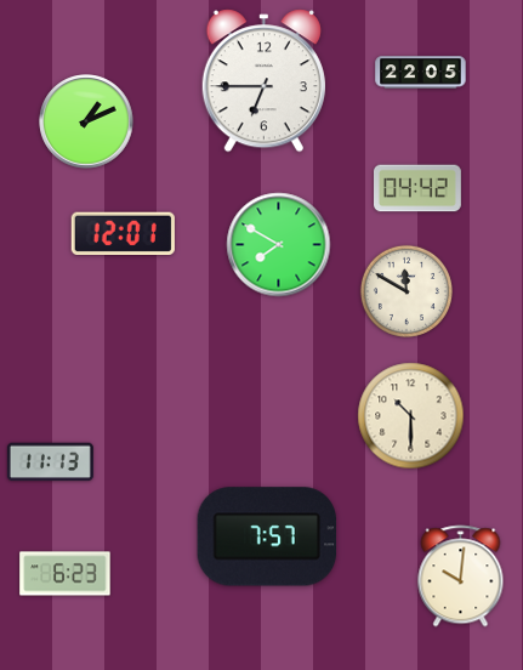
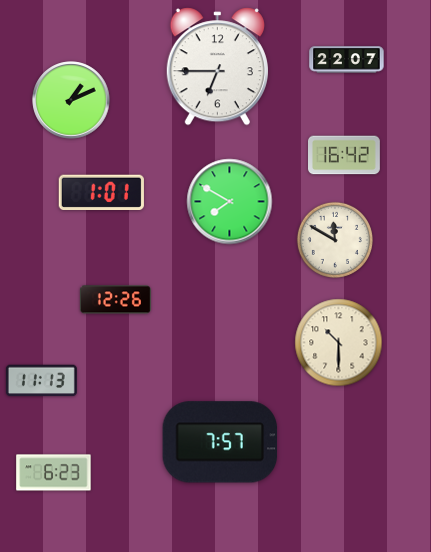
clock at (421, 73): 22:05 -> 22:07
clock at (419, 188): 04:42 -> 16:42
clock at (123, 233): 12:01 -> 1:01
clock at (115, 300): none -> 12:26
clock at (461, 577): 10:01 -> none
